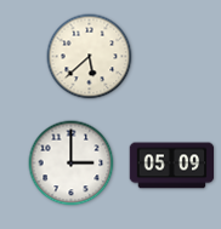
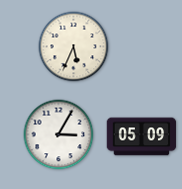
clock at (90, 57): 5:38 -> 5:34
clock at (72, 164): 3:00 -> 3:05
